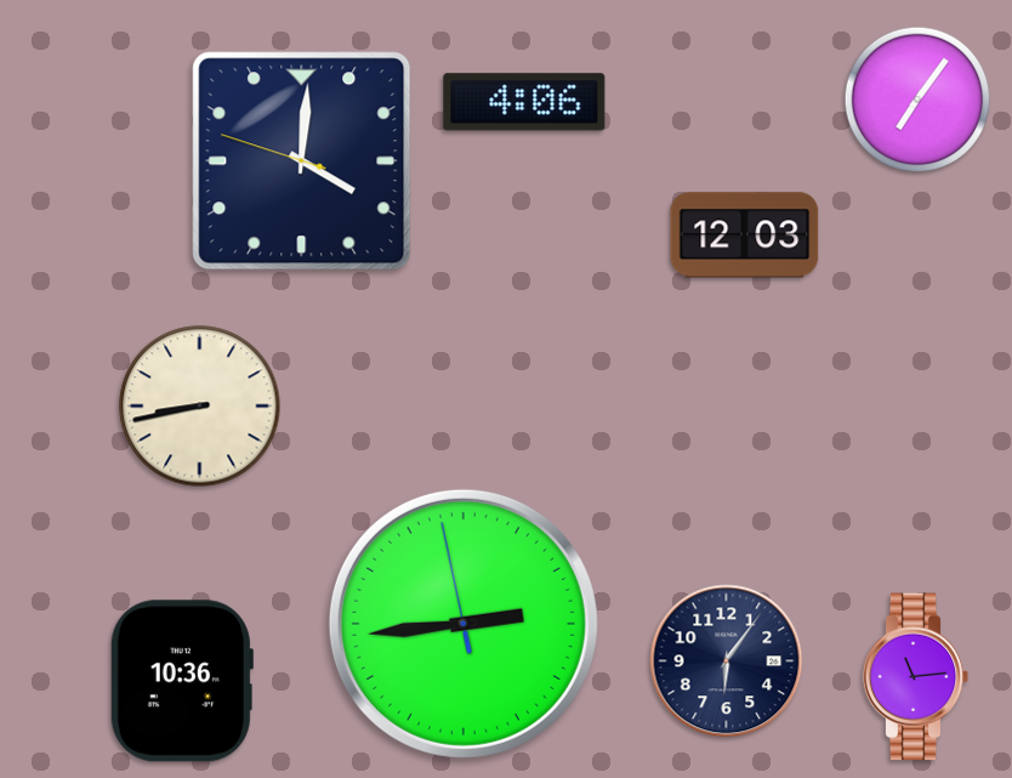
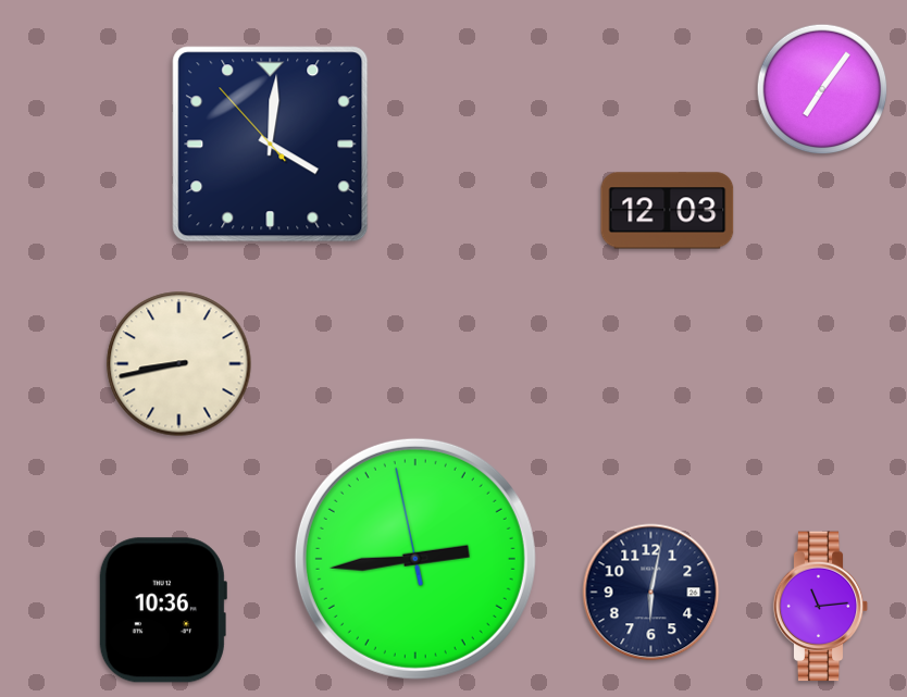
clock at (524, 102): 4:06 -> none
clock at (302, 161): 4:00:48 -> 4:00:53
clock at (727, 661): 6:06 -> 6:02
